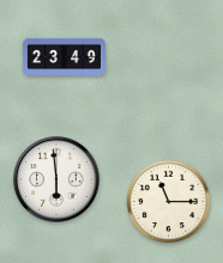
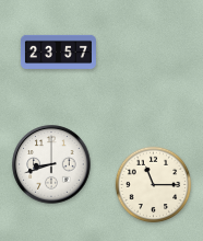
clock at (64, 56): 23:49 -> 23:57
clock at (56, 179): 5:59 -> 8:42
